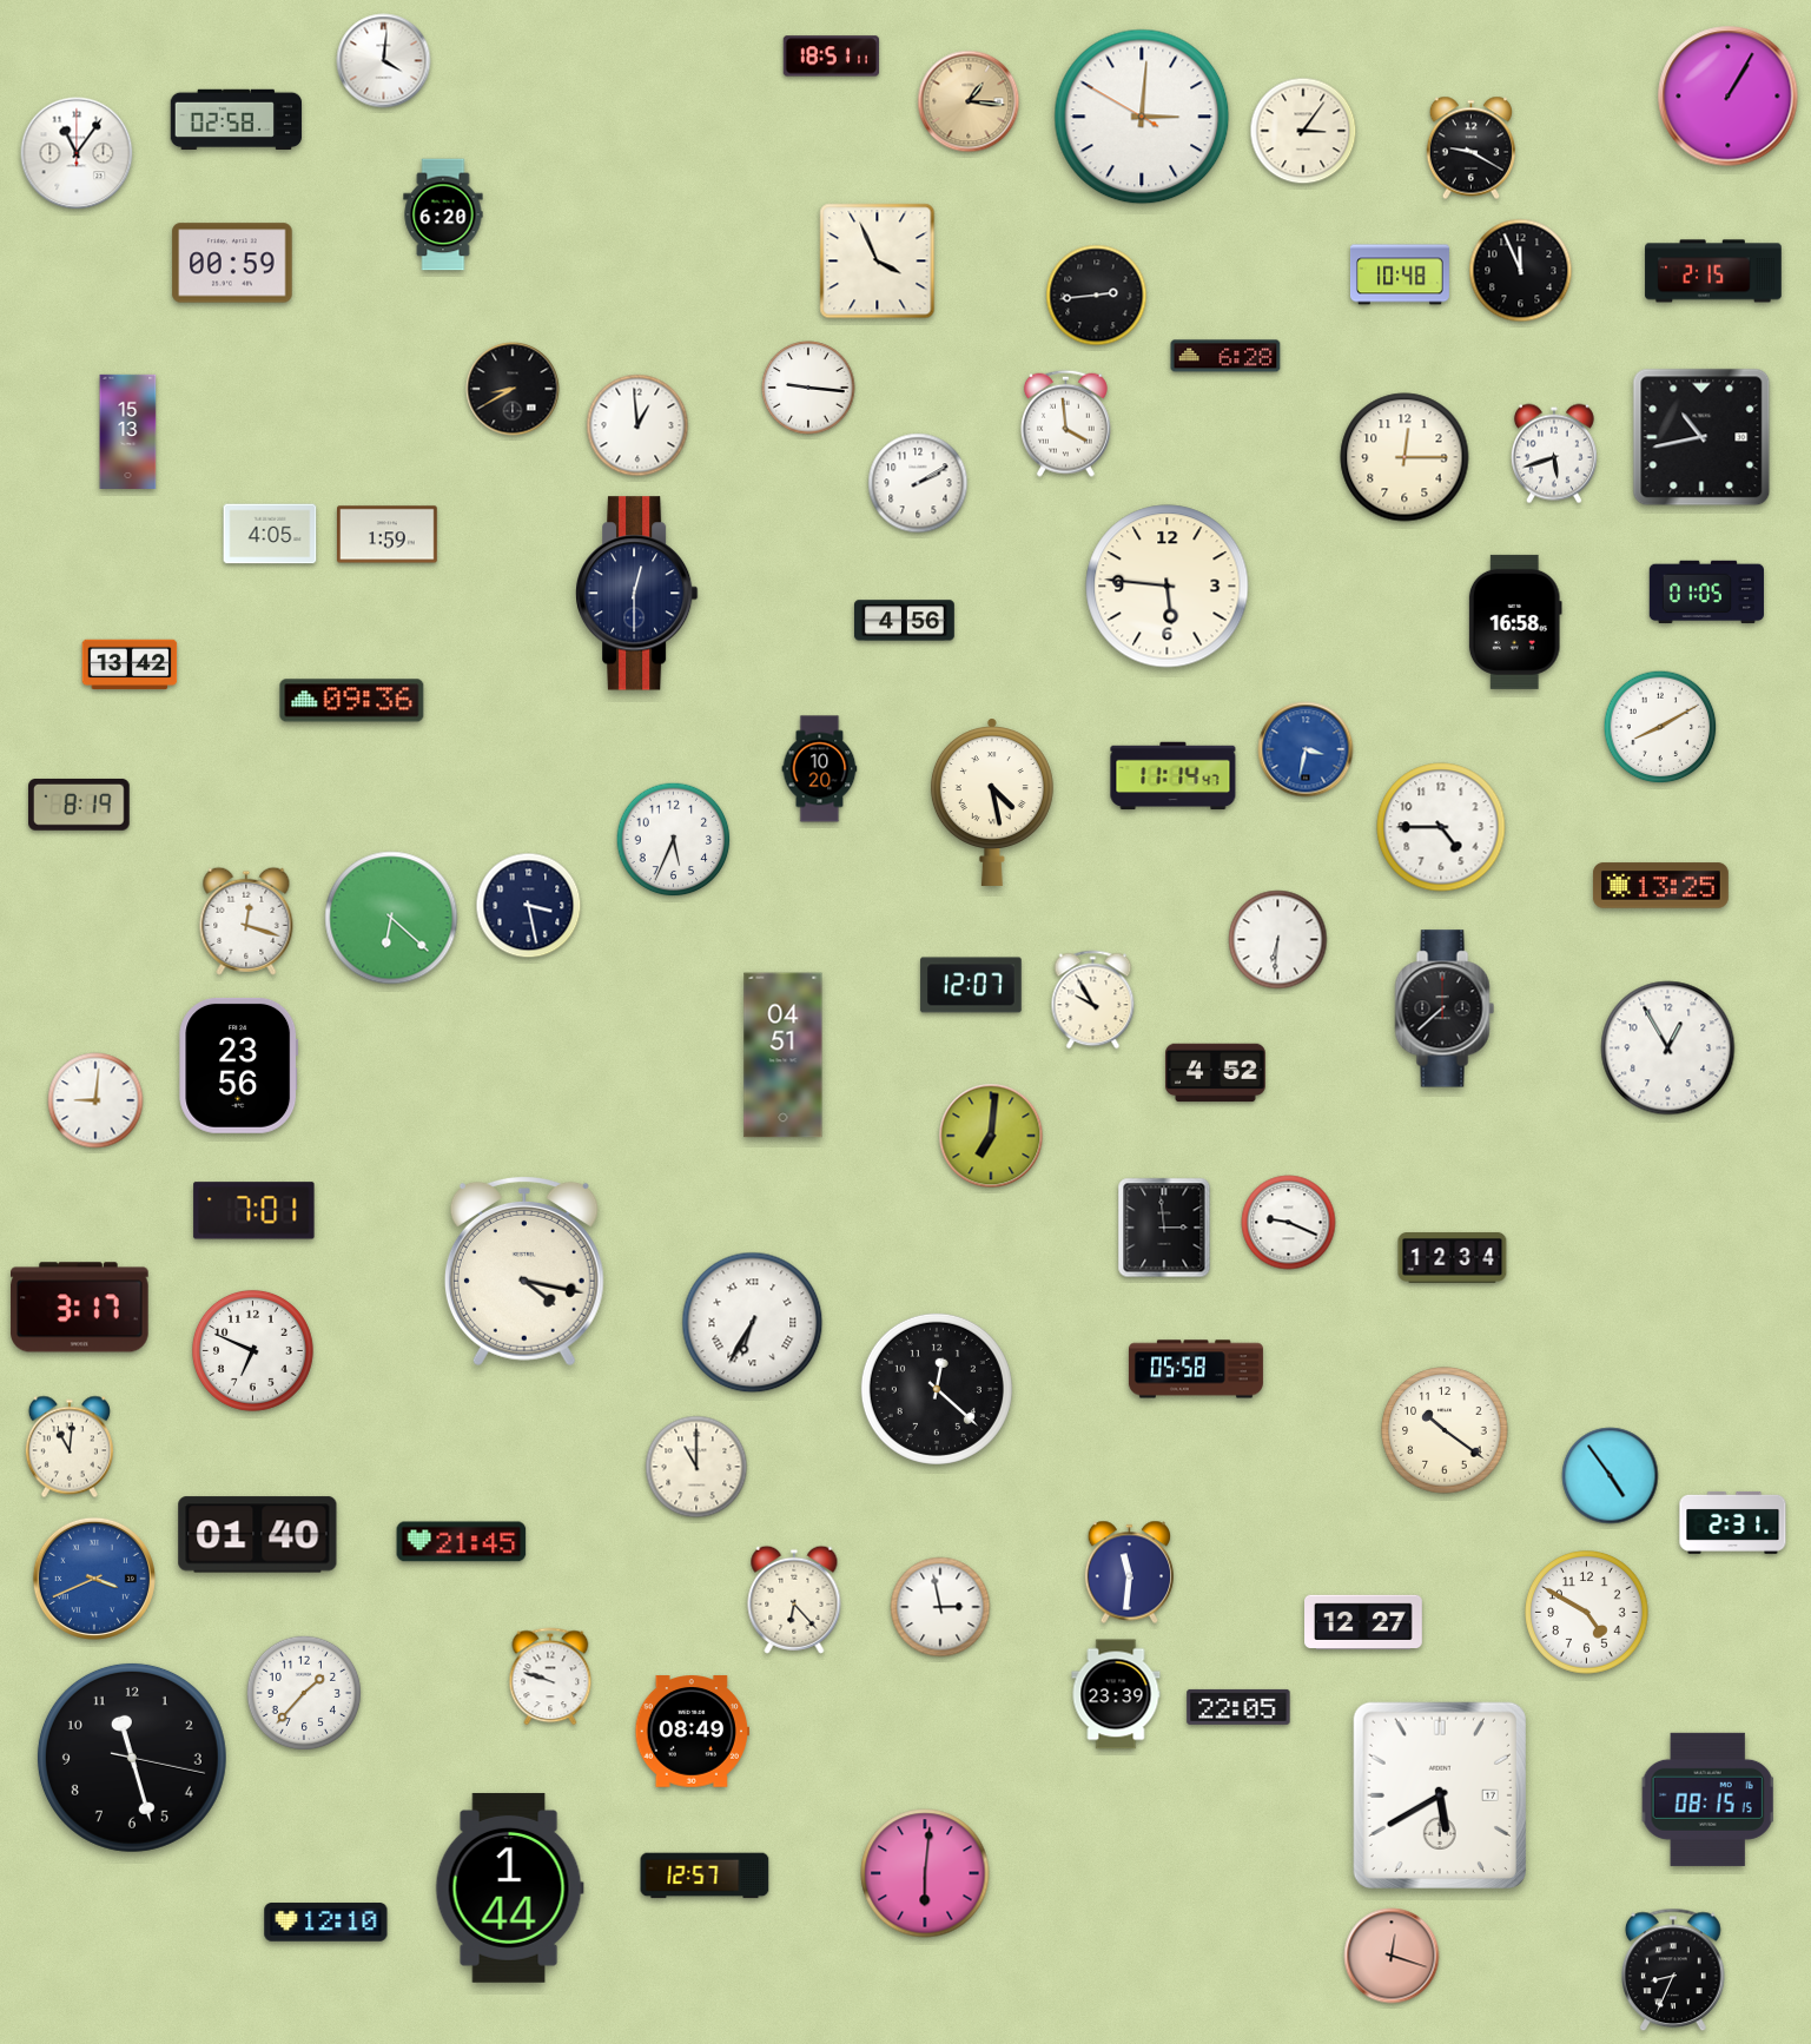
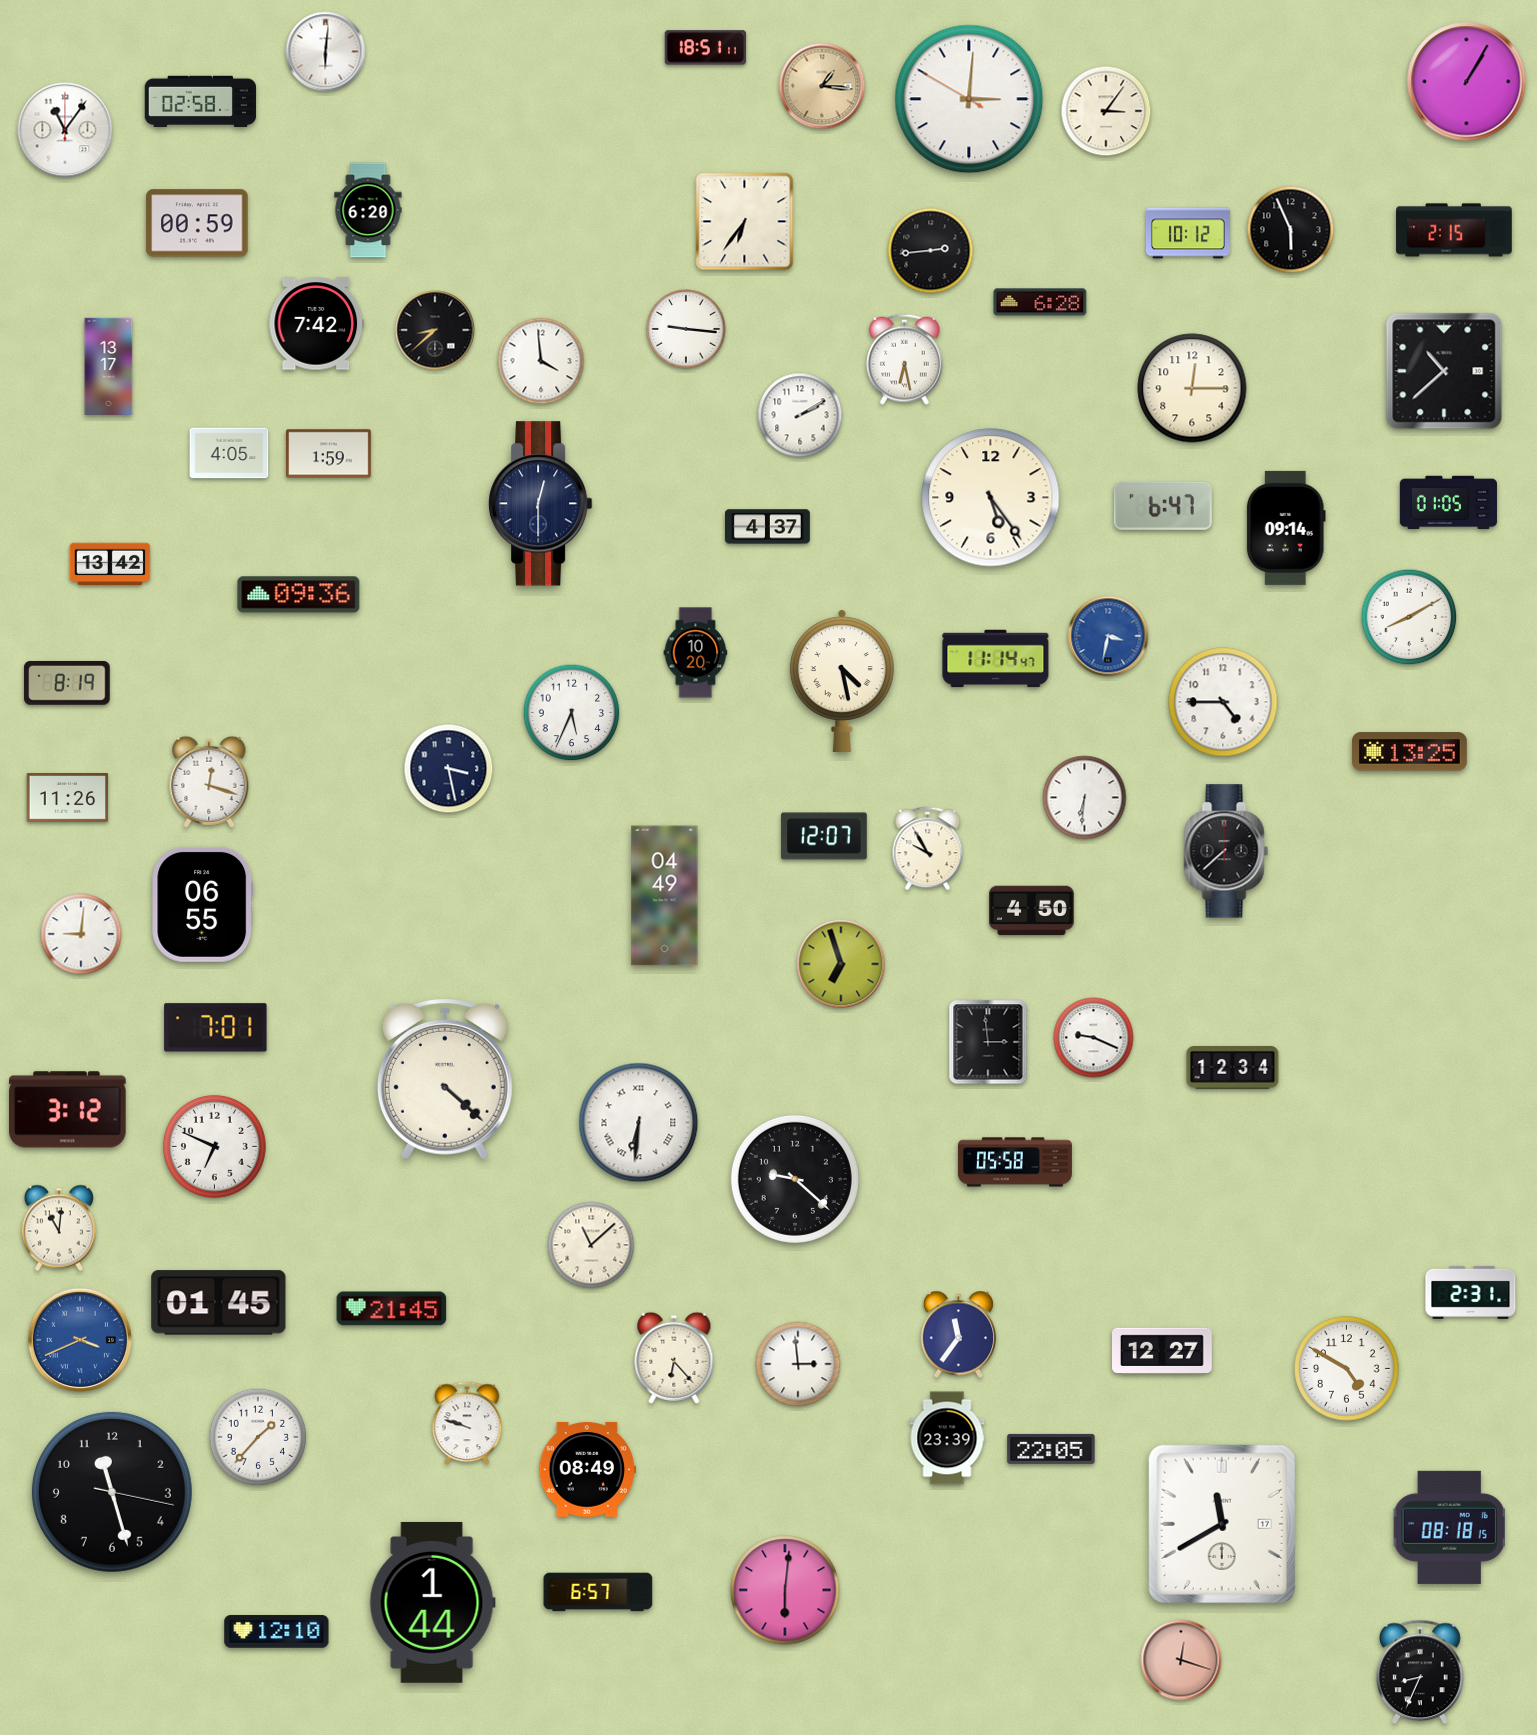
clock at (384, 61): 4:01 -> 6:01
clock at (1470, 148): 9:20 -> none
clock at (443, 214) position: (443, 214) -> (368, 210)
clock at (878, 262): 3:56 -> 6:36
clock at (1521, 271): 11:56 -> 5:56
clock at (1400, 274): 10:48 -> 10:12
clock at (317, 324): none -> 7:42
clock at (513, 389): 8:40 -> 8:38
clock at (1065, 423): 3:59 -> 6:28
clock at (637, 425): 12:59 -> 3:59
clock at (128, 431): 15:13 -> 13:17
clock at (1701, 437): 10:43 -> 10:38
clock at (1554, 454): 5:42 -> none
clock at (918, 483) position: (918, 483) -> (800, 415)
clock at (1168, 587): 5:46 -> 5:24
clock at (1163, 506): none -> 6:47
clock at (905, 621): 4:56 -> 4:37
clock at (1515, 622): 16:58 -> 09:14
clock at (391, 918): 6:22 -> none
clock at (68, 798): none -> 11:26
clock at (1445, 1008) position: (1445, 1008) -> (1226, 851)
clock at (1668, 1049): 12:55 -> none
clock at (784, 1056): 04:51 -> 04:49
clock at (239, 1065): 23:56 -> 06:55
clock at (1216, 1073): 4:52 -> 4:50
clock at (991, 1136): 7:01 -> 6:57
clock at (524, 1271): 4:17 -> 4:22
clock at (80, 1308): 3:17 -> 3:12
clock at (753, 1323): 6:35 -> 6:31
clock at (937, 1389): 12:22 -> 9:22
clock at (1445, 1430): 10:21 -> none
clock at (696, 1467): 11:00 -> 11:08
clock at (1611, 1476): 4:54 -> none
clock at (258, 1535): 01:40 -> 01:45
clock at (1129, 1573): 11:31 -> 11:36
clock at (940, 1607): 2:58 -> 2:59
clock at (1364, 1621) position: (1364, 1621) -> (1163, 1350)
clock at (1440, 1795): 5:40 -> 11:40
clock at (1707, 1799): 08:15 -> 08:18
clock at (705, 1876): 12:57 -> 6:57
